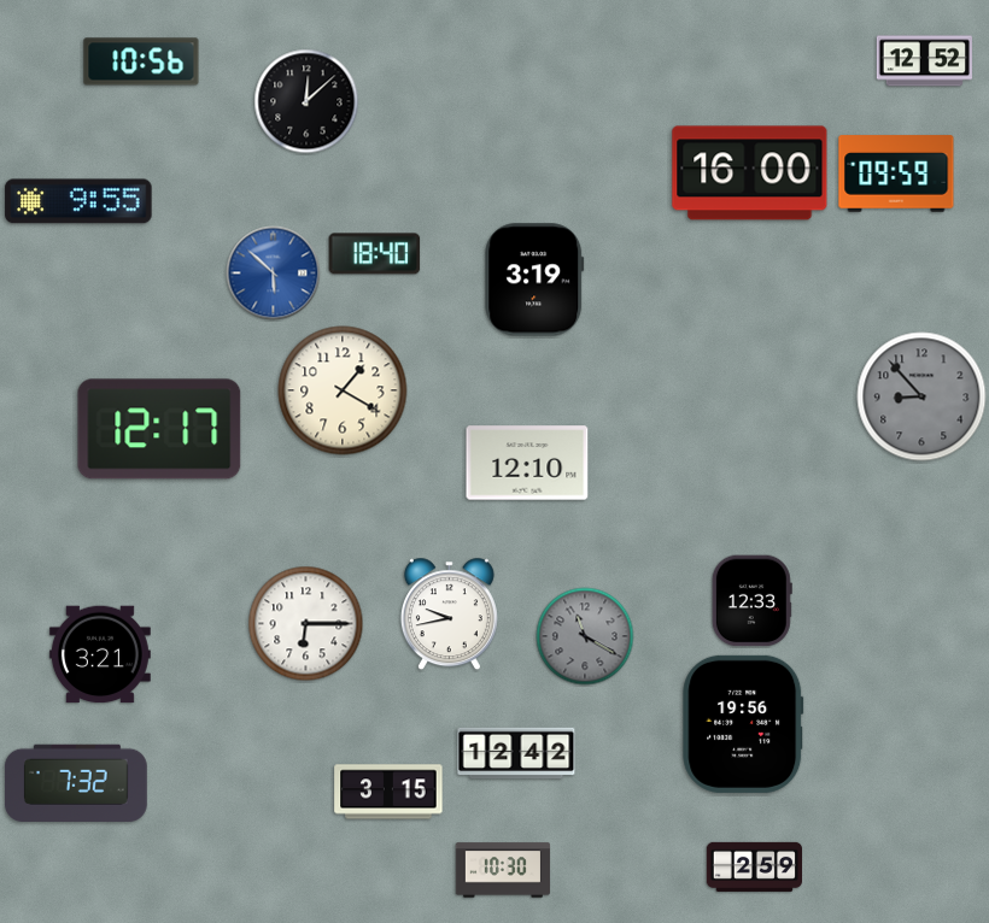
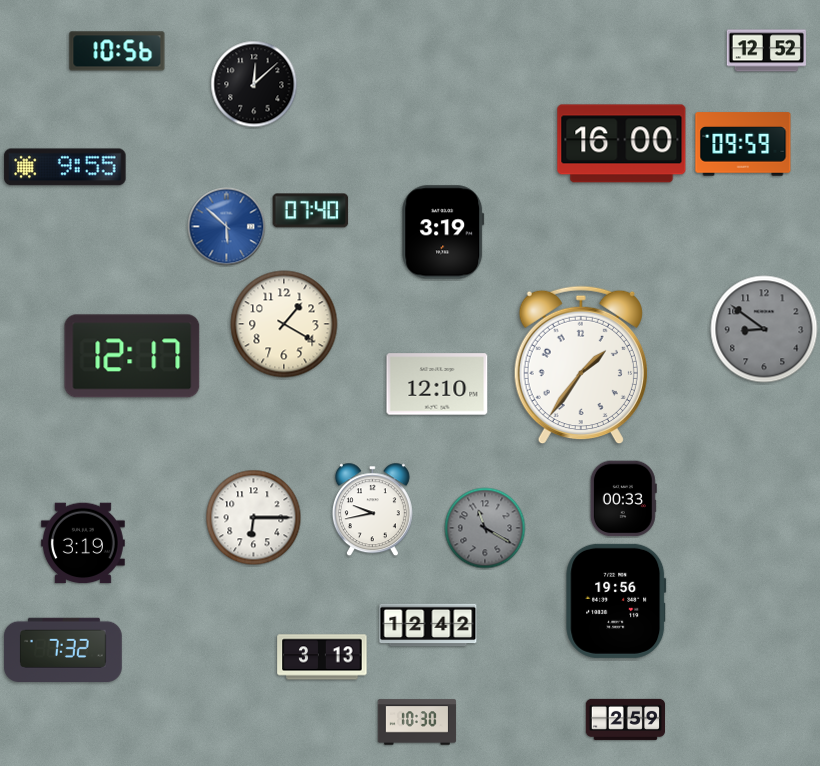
clock at (375, 254): 18:40 -> 07:40
clock at (921, 396): 8:53 -> 8:51
clock at (581, 365): none -> 1:36
clock at (751, 601): 12:33 -> 00:33
clock at (100, 654): 3:21 -> 3:19
clock at (388, 792): 3:15 -> 3:13
